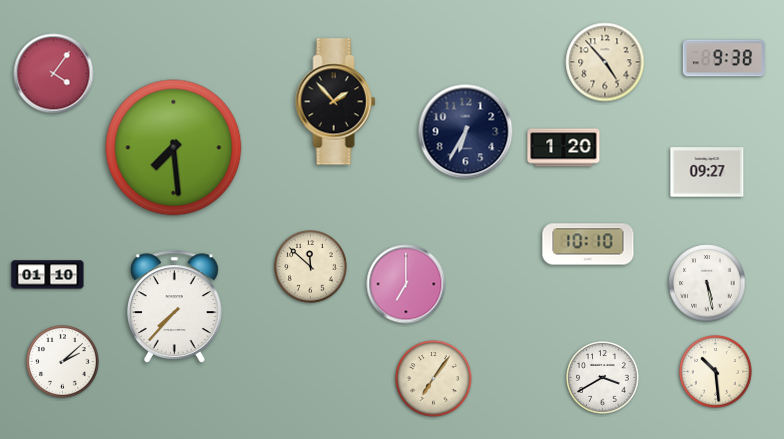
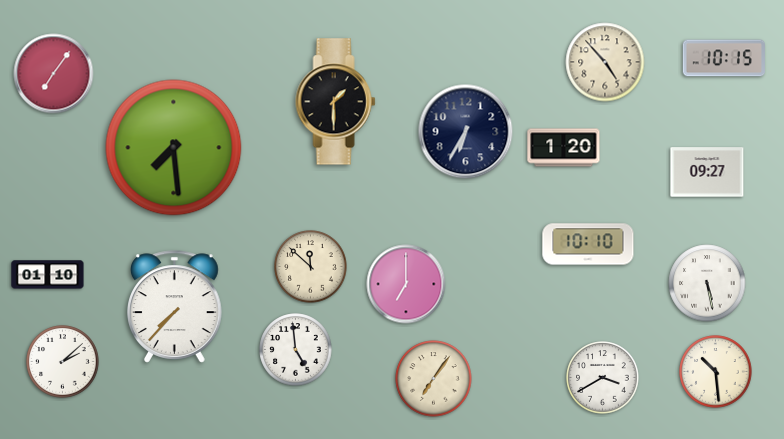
clock at (724, 58): 9:38 -> 10:15
clock at (54, 74): 4:06 -> 7:06
clock at (336, 102): 1:53 -> 1:30
clock at (296, 350): none -> 4:59
